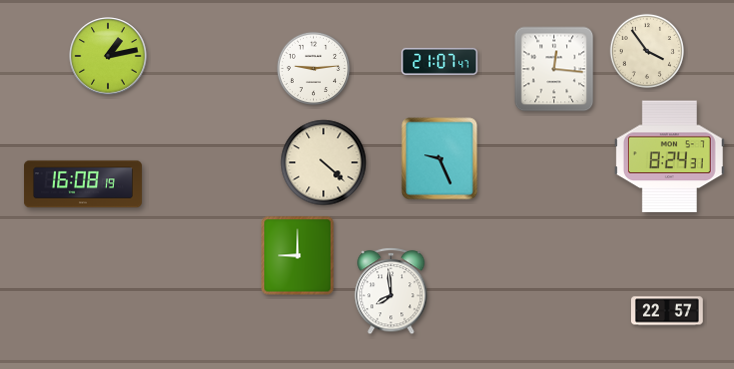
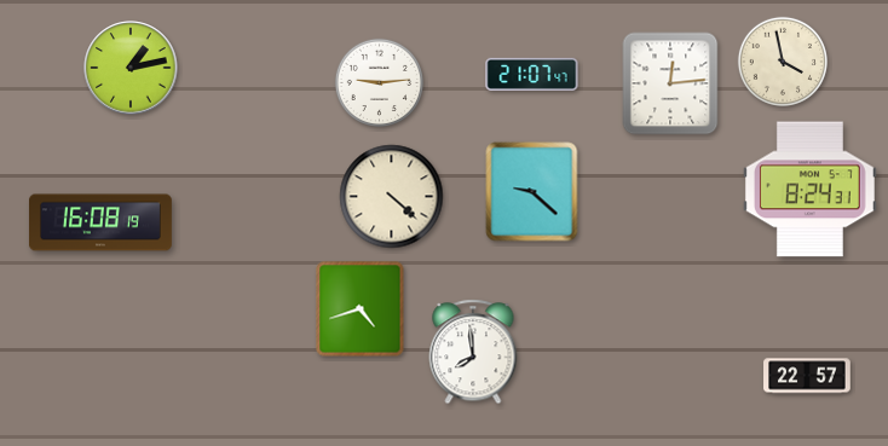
clock at (646, 50): 3:54 -> 3:58
clock at (554, 69): 12:16 -> 12:14
clock at (440, 159): 9:26 -> 9:22
clock at (298, 256): 9:00 -> 4:42
